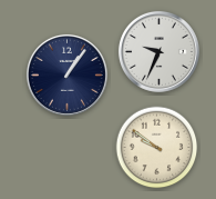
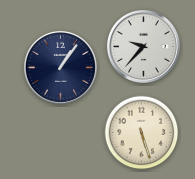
clock at (158, 51): 9:34 -> 9:37
clock at (157, 148): 9:51 -> 5:27
